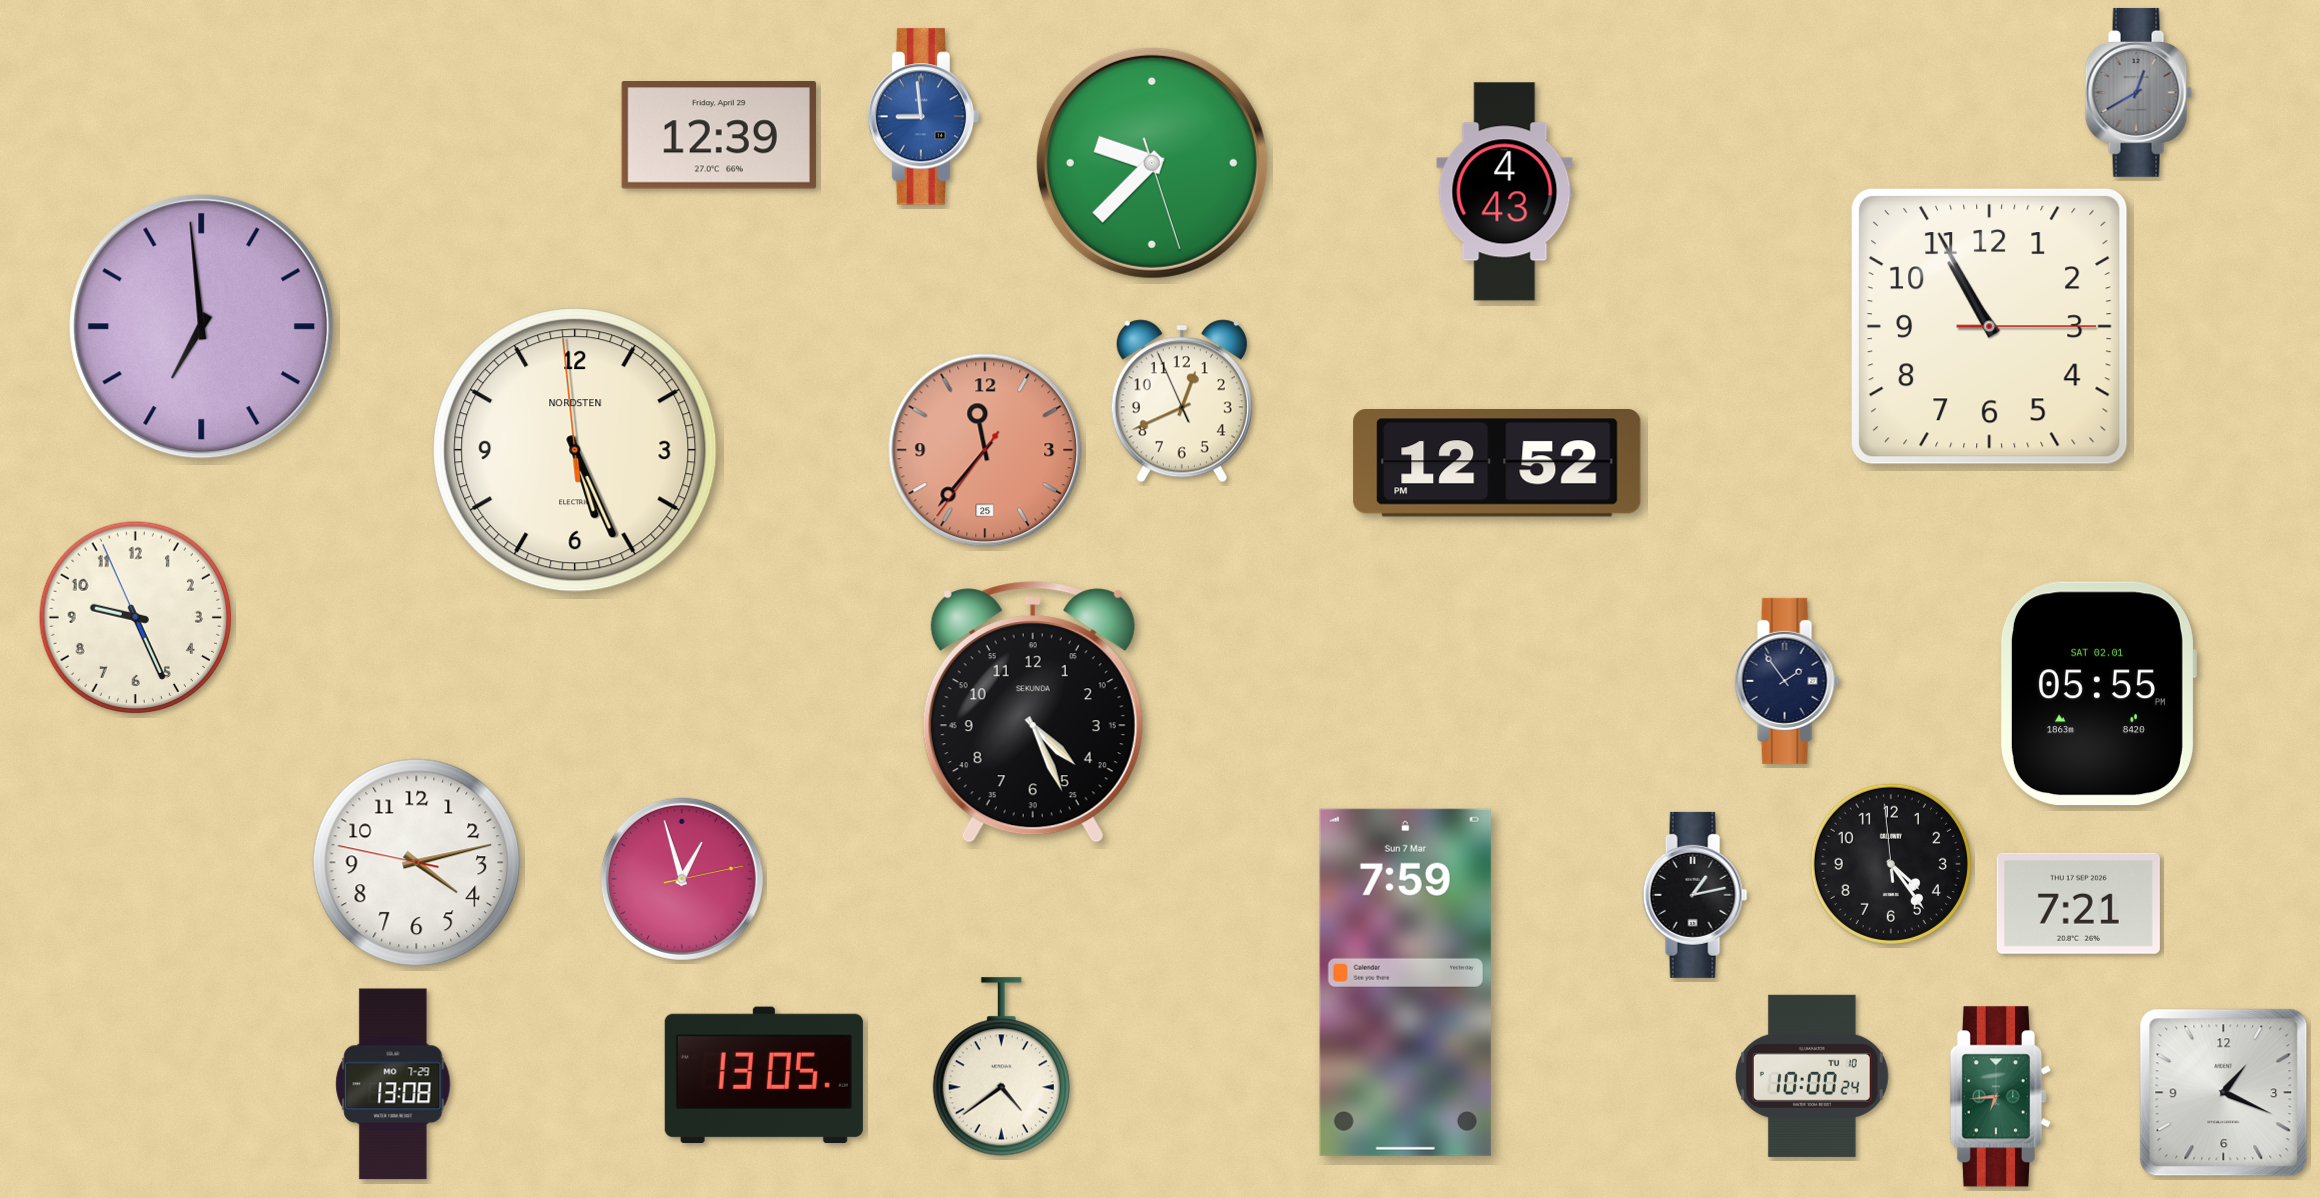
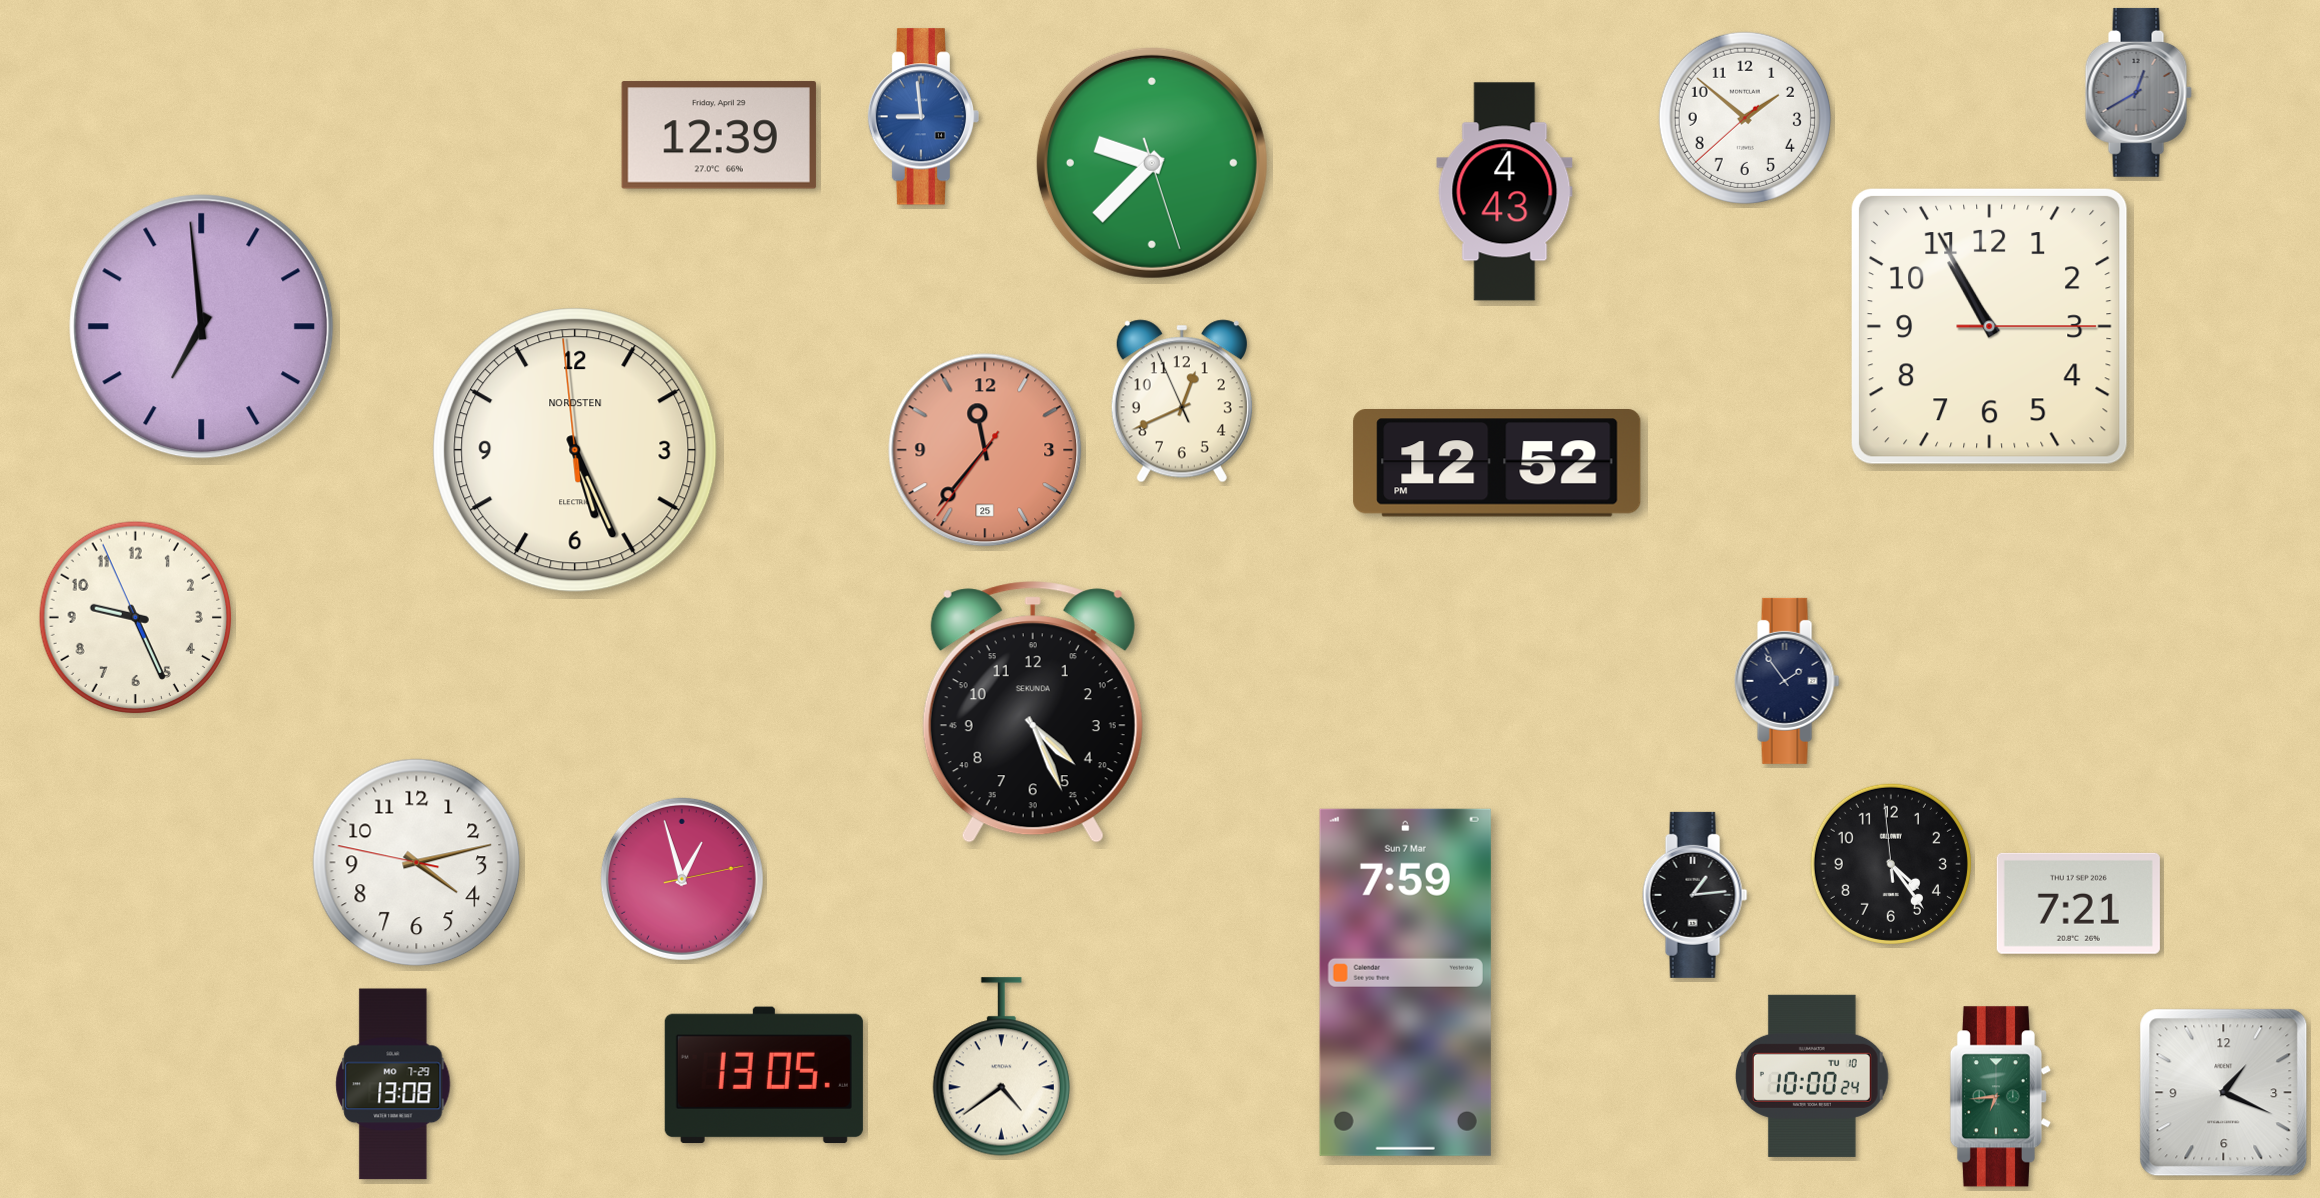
clock at (1745, 118): none -> 1:51
clock at (2098, 694): 05:55 -> none
clock at (1695, 895): 1:13 -> 1:14
